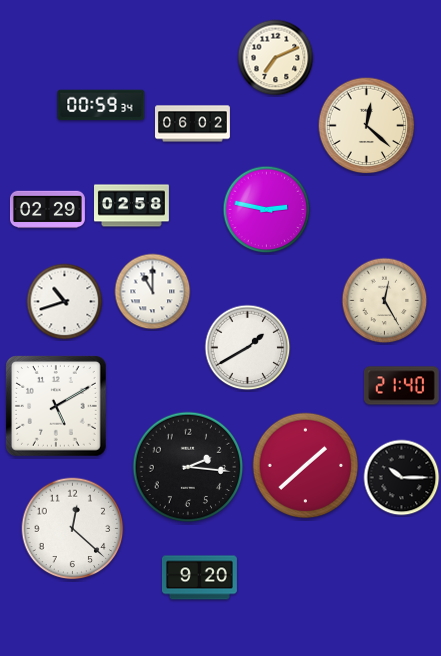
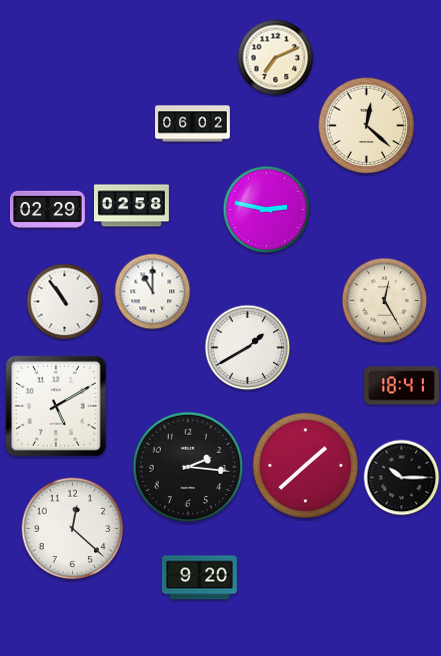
clock at (101, 105): 00:59 -> none
clock at (65, 302): 10:42 -> 10:54
clock at (401, 386): 21:40 -> 18:41
